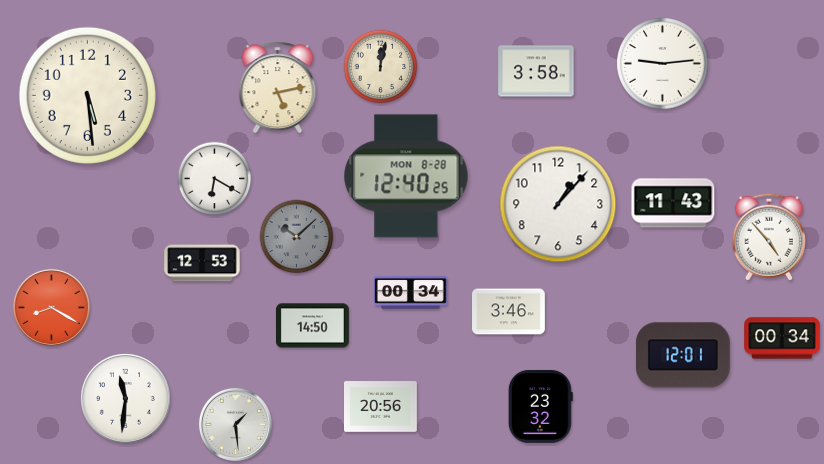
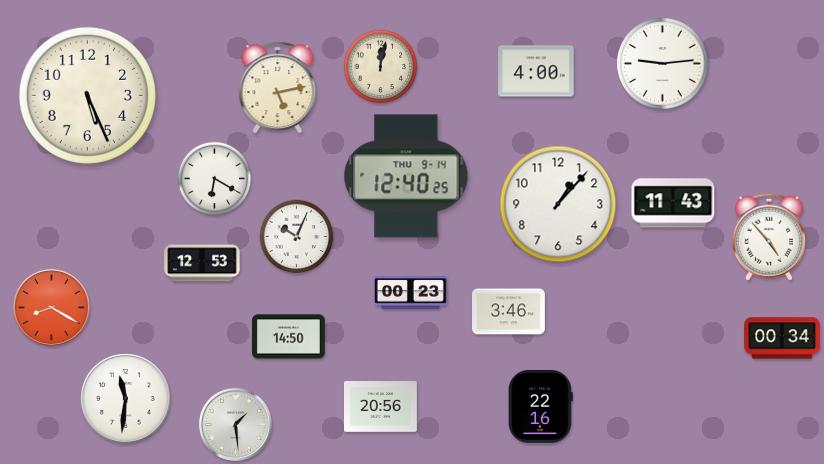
clock at (536, 71): 3:58 -> 4:00
clock at (87, 95): 5:29 -> 5:26
clock at (406, 176) date: MON 8-28 -> THU 9-14
clock at (297, 237): 10:08 -> 10:04
clock at (297, 237) dial: grey -> white
clock at (411, 293): 00:34 -> 00:23
clock at (313, 326) position: (313, 326) -> (289, 337)
clock at (683, 355): 12:01 -> none
clock at (540, 406): 23:32 -> 22:16
